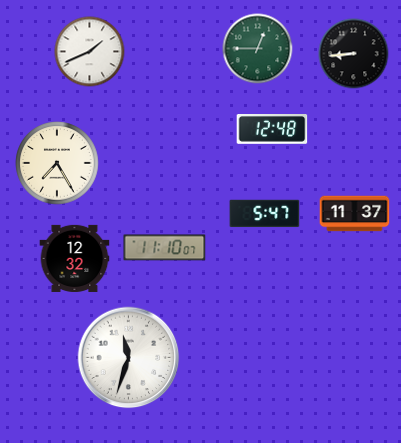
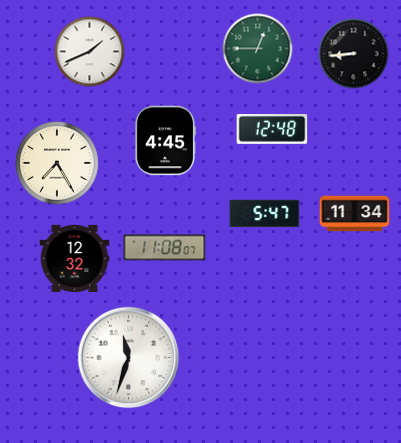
clock at (165, 141): none -> 4:45
clock at (355, 214): 11:37 -> 11:34
clock at (165, 248): 11:10 -> 11:08
